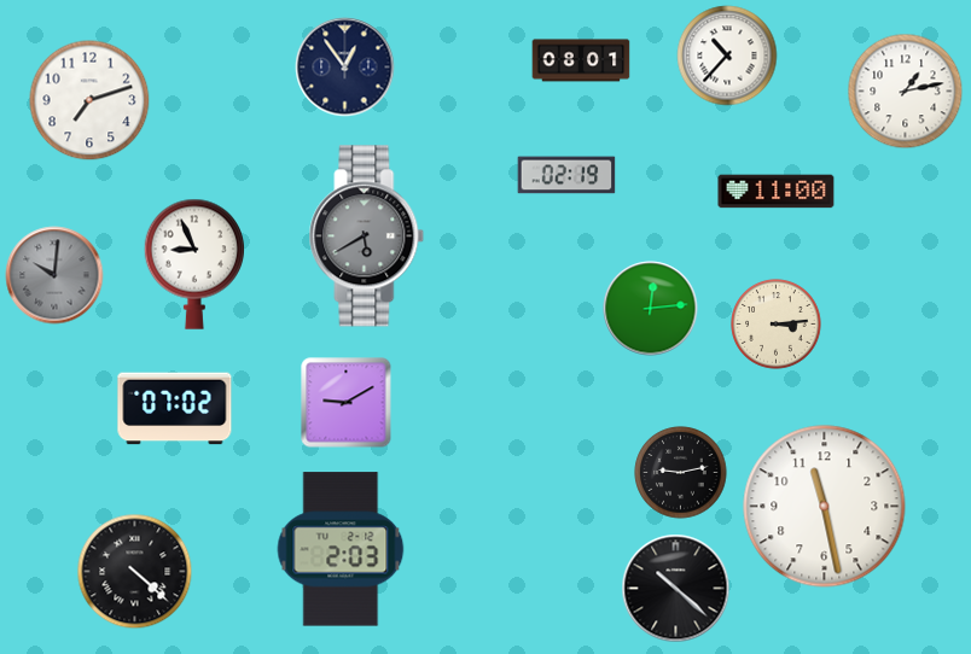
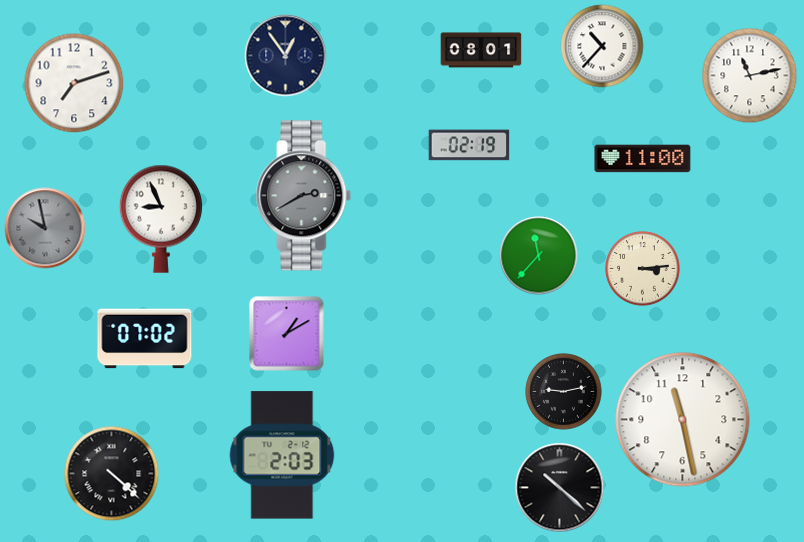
clock at (906, 92): 1:13 -> 11:13
clock at (367, 237): 5:40 -> 2:40
clock at (54, 275): 10:01 -> 9:58
clock at (651, 309): 12:14 -> 11:37
clock at (347, 403): 9:10 -> 1:10
